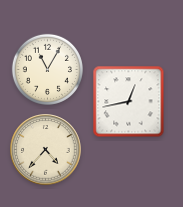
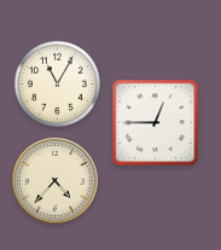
clock at (129, 102): 12:43 -> 12:45
